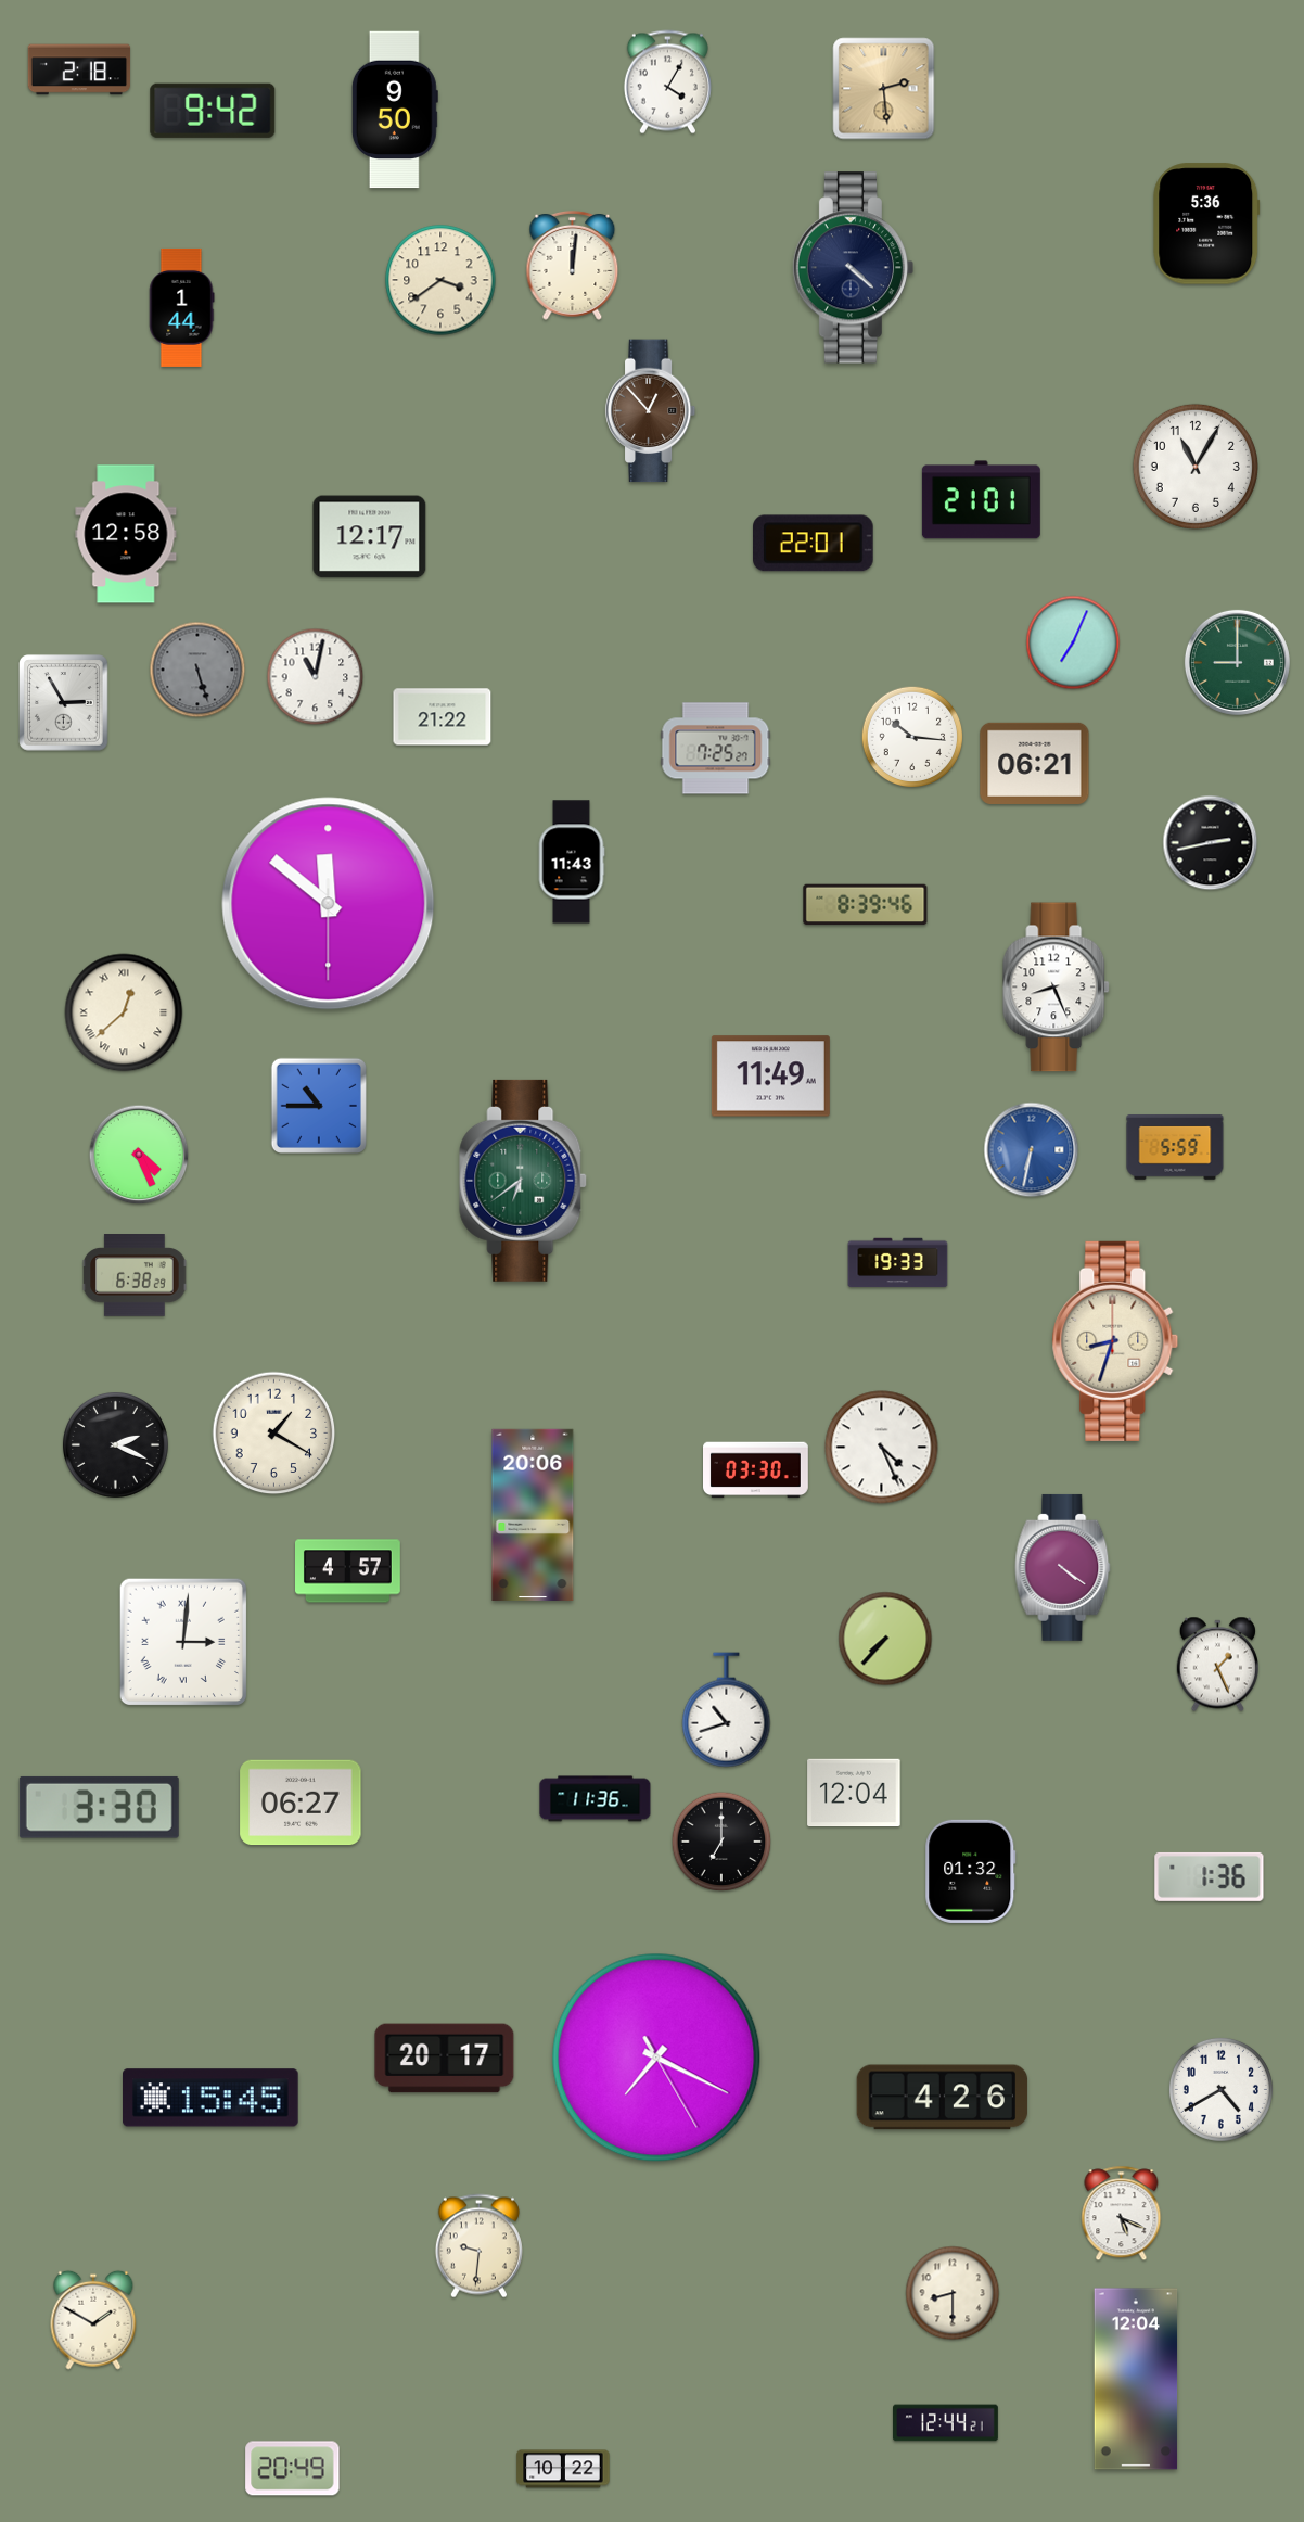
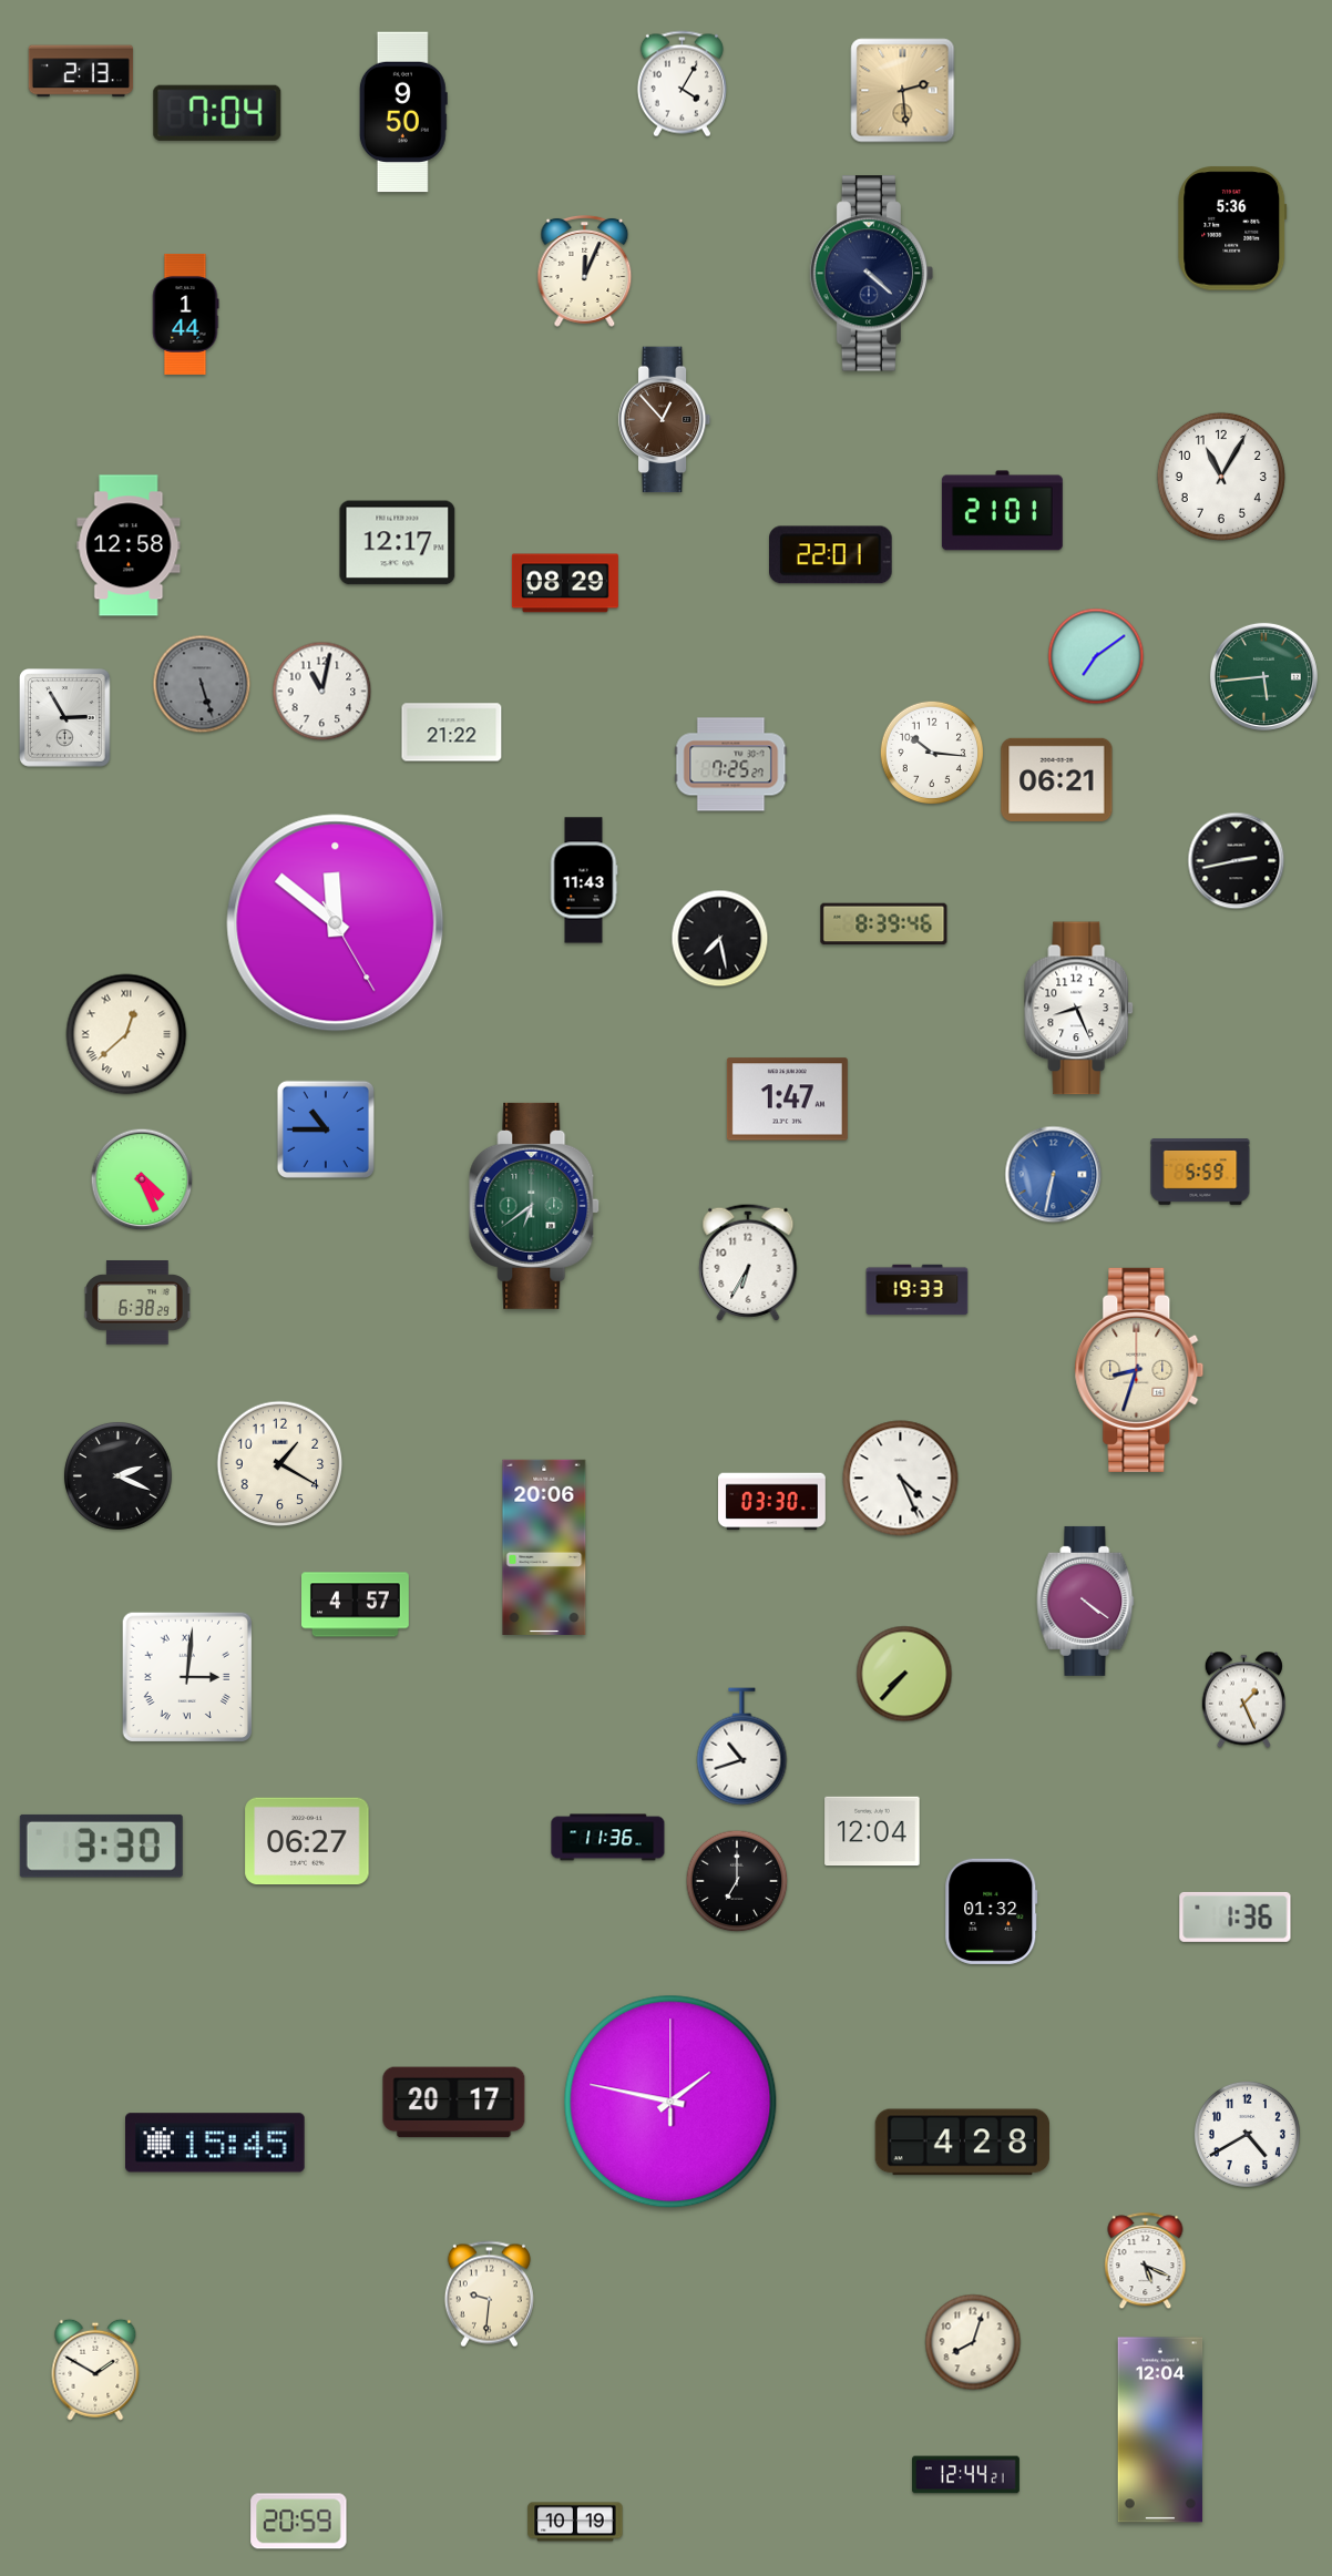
clock at (79, 69): 2:18 -> 2:13
clock at (213, 111): 9:42 -> 7:04
clock at (573, 266): 12:01 -> 12:04
clock at (440, 280): 3:39 -> none
clock at (370, 537) position: (370, 537) -> (398, 543)
clock at (565, 583): none -> 08:29
clock at (1073, 642): 7:04 -> 7:09
clock at (1237, 662): 9:00 -> 5:44
clock at (329, 904): 11:51:30 -> 11:51:25
clock at (720, 939): none -> 7:28
clock at (770, 1077): 11:49 -> 1:47
clock at (748, 1263): none -> 6:35
clock at (656, 2058): 7:19 -> 1:47
clock at (943, 2098): 4:26 -> 4:28
clock at (953, 2293): 8:30 -> 8:03
clock at (293, 2469): 20:49 -> 20:59
clock at (563, 2469): 10:22 -> 10:19
